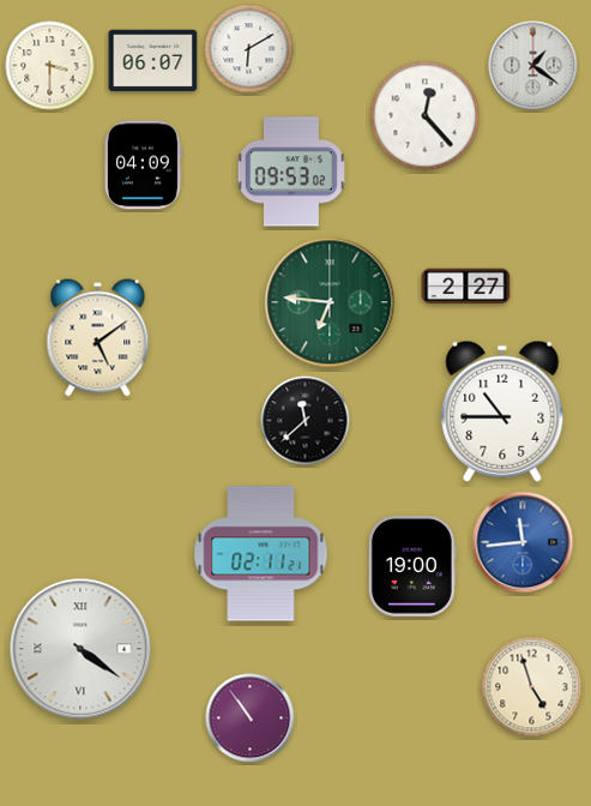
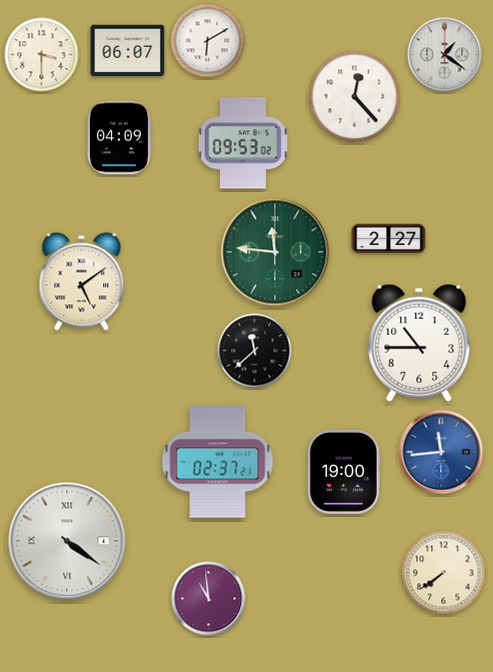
clock at (330, 302): 6:46 -> 11:46
clock at (523, 542) position: (523, 542) -> (441, 452)
clock at (261, 554): 02:11 -> 02:37
clock at (532, 687): 4:57 -> 7:39
clock at (251, 718): 10:54 -> 10:59
